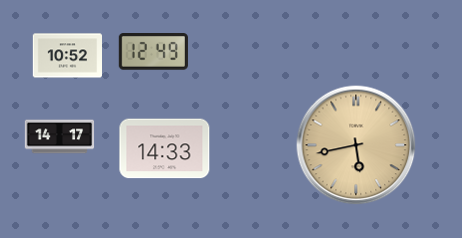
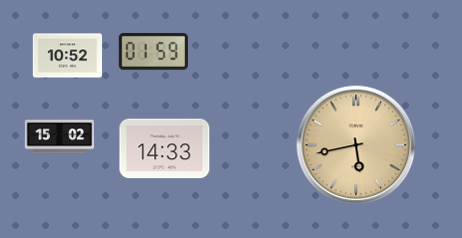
clock at (153, 52): 12:49 -> 01:59
clock at (60, 137): 14:17 -> 15:02
